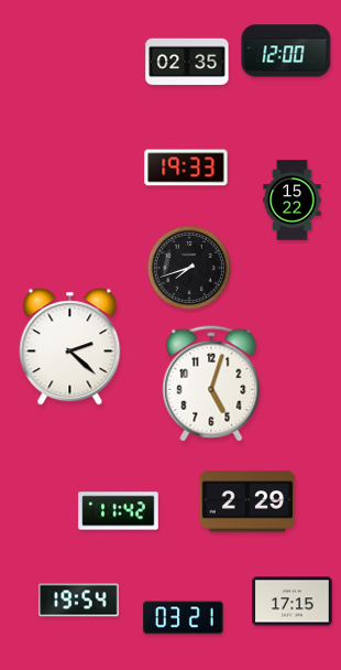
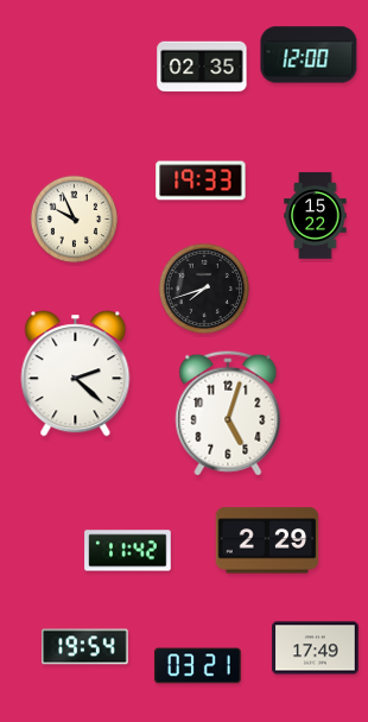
clock at (75, 220): none -> 9:56
clock at (293, 602): 17:15 -> 17:49
